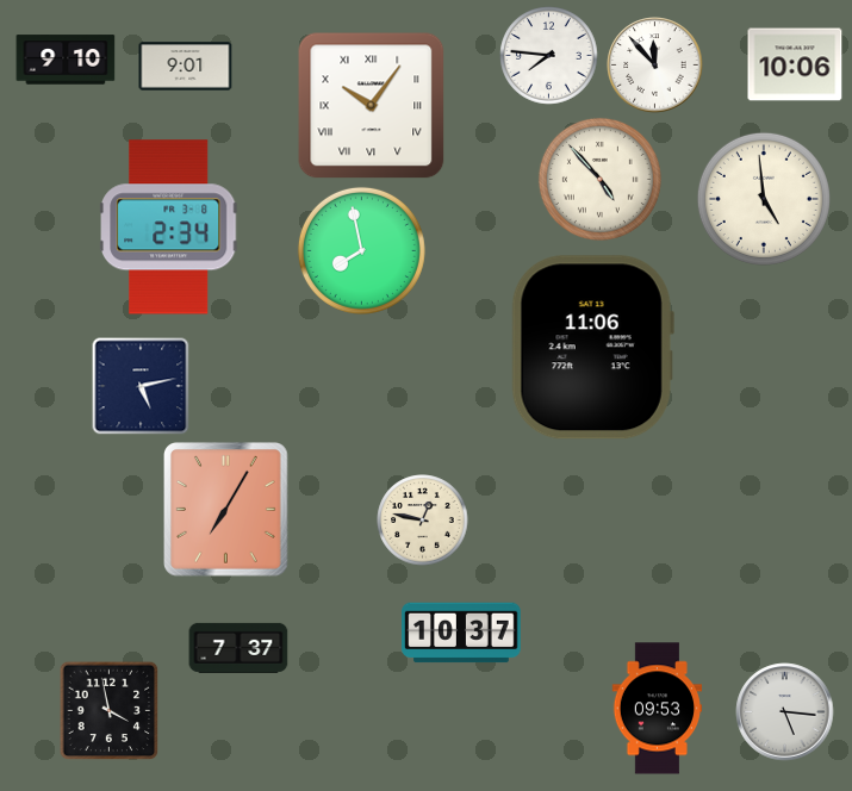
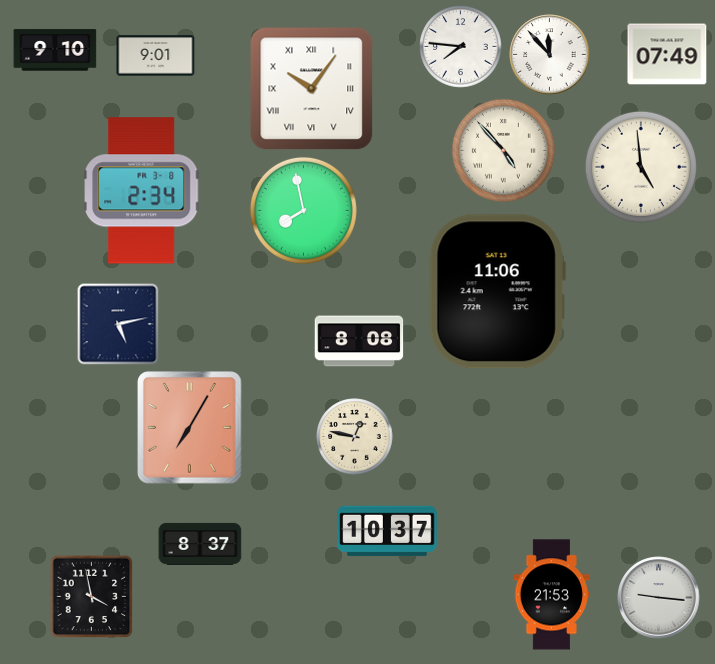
clock at (795, 64): 10:06 -> 07:49
clock at (359, 341): none -> 8:08
clock at (238, 648): 7:37 -> 8:37
clock at (658, 709): 09:53 -> 21:53
clock at (785, 712): 5:16 -> 9:16
